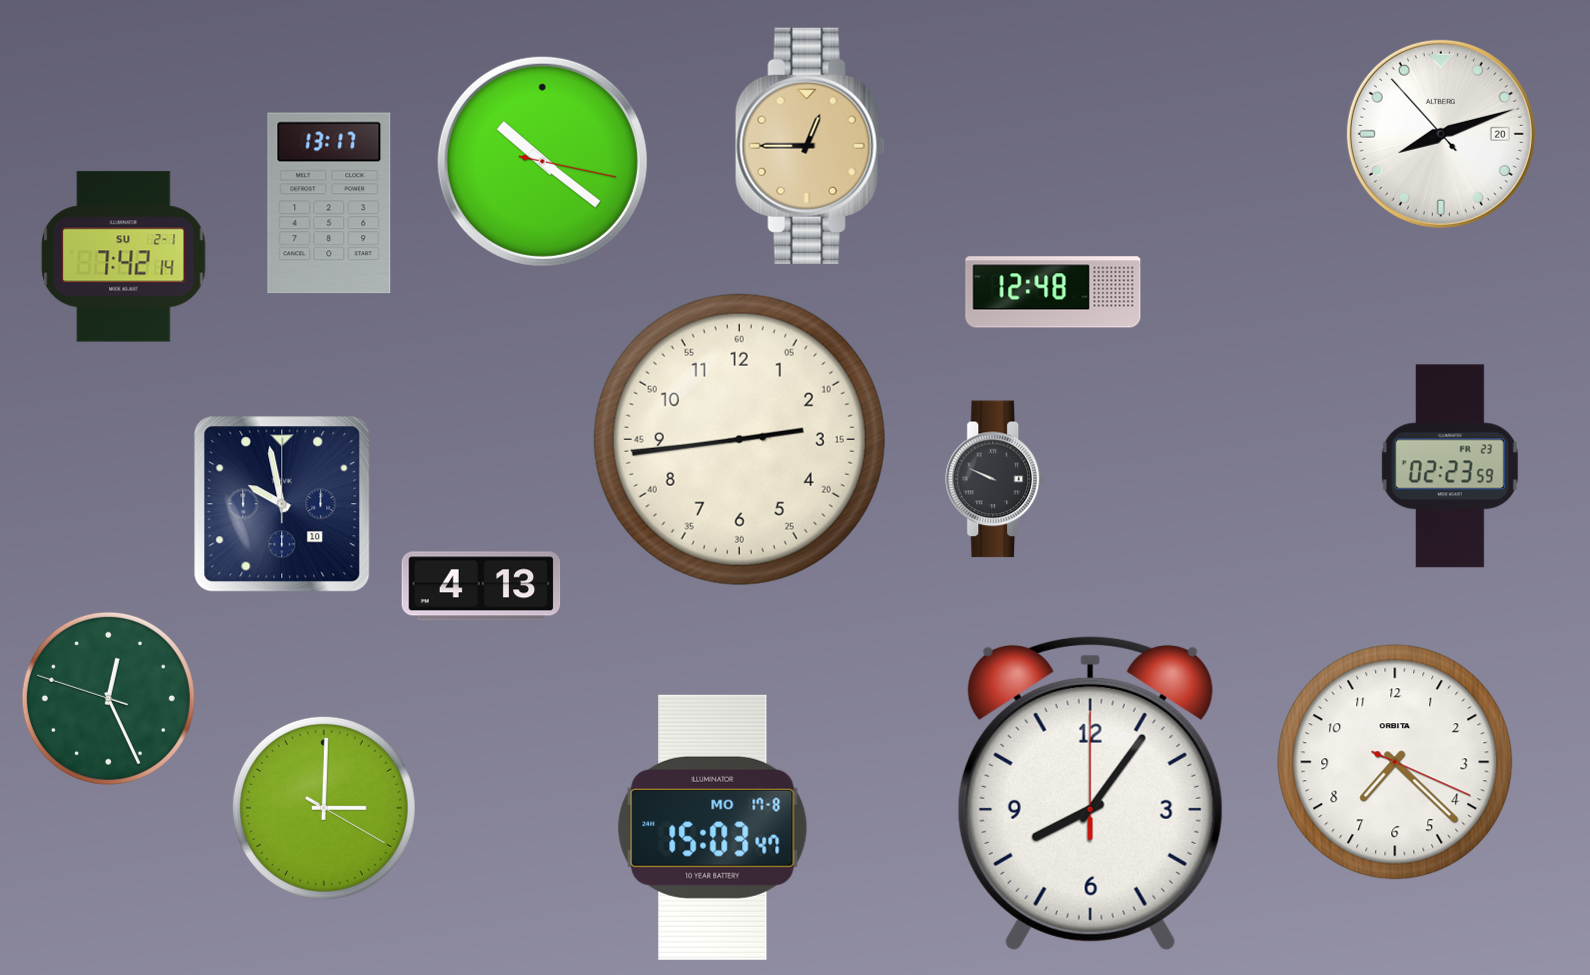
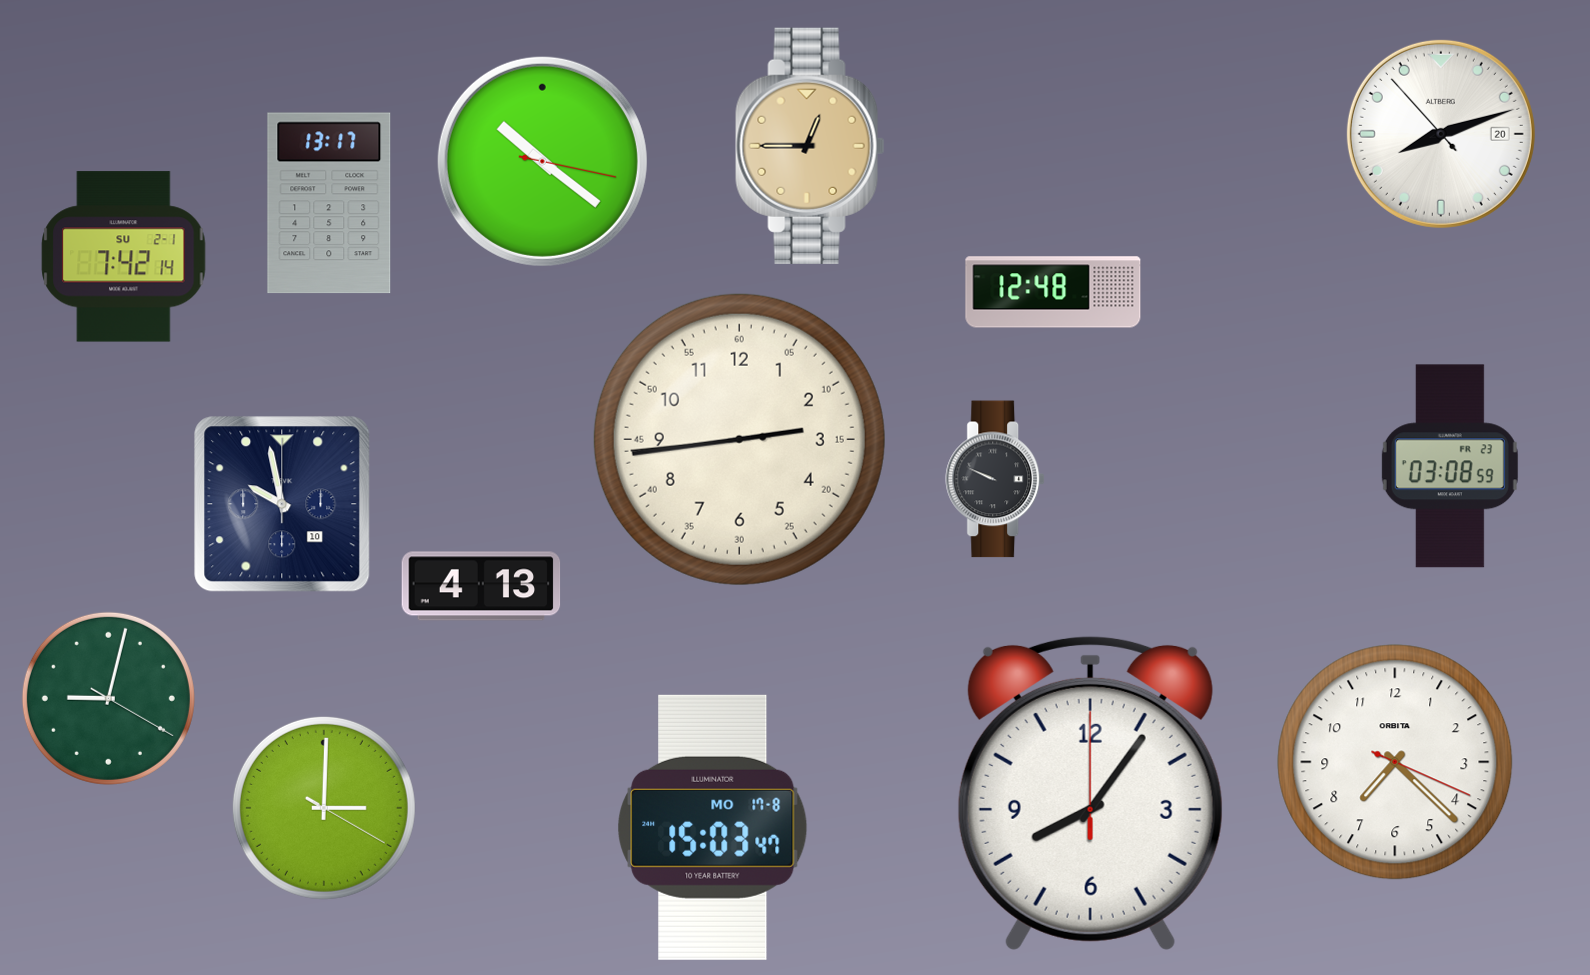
clock at (1450, 466): 02:23 -> 03:08
clock at (108, 698): 12:25 -> 9:02
